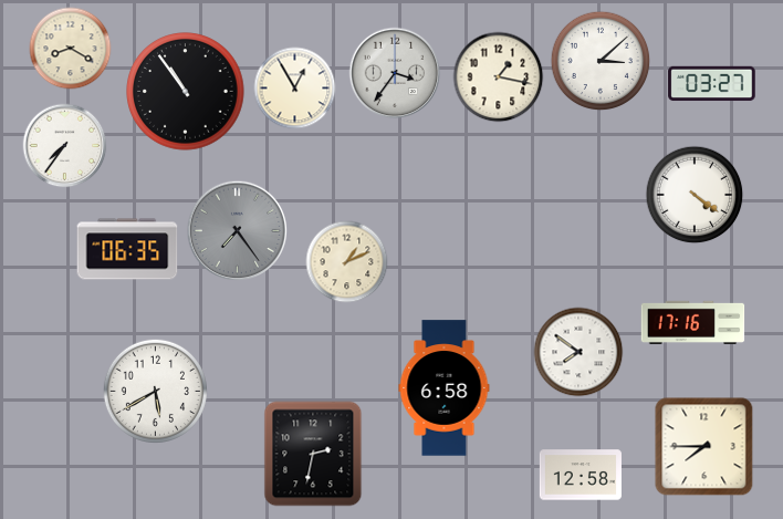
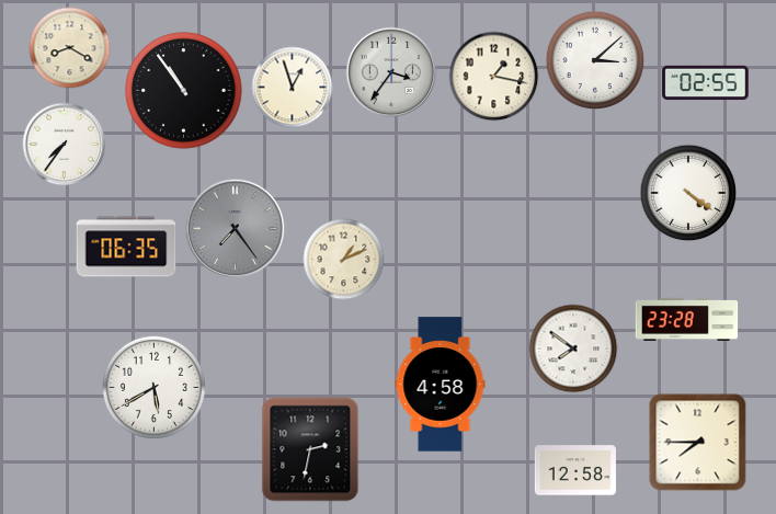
clock at (712, 84): 03:27 -> 02:55
clock at (295, 89): 12:55 -> 12:57
clock at (693, 322): 17:16 -> 23:28
clock at (445, 388): 6:58 -> 4:58
